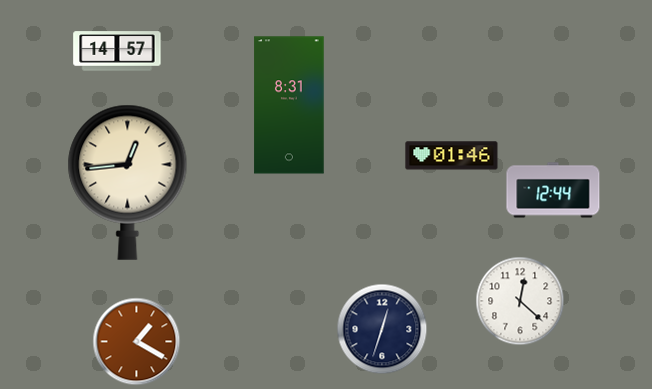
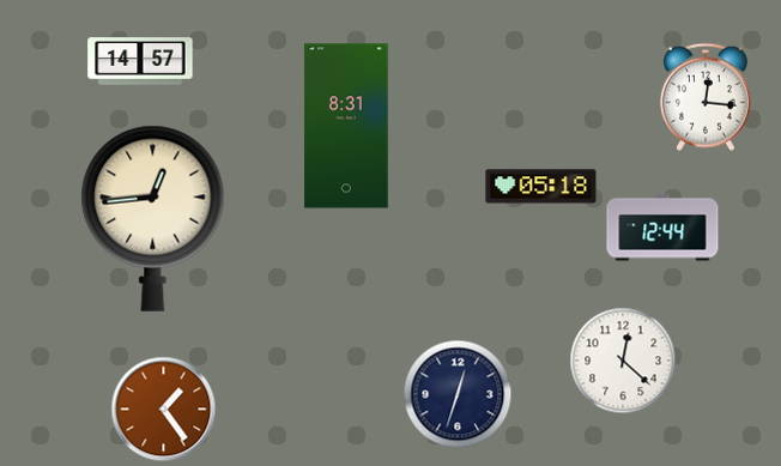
clock at (706, 97): none -> 12:16
clock at (452, 156): 01:46 -> 05:18
clock at (137, 342): 1:20 -> 1:24
